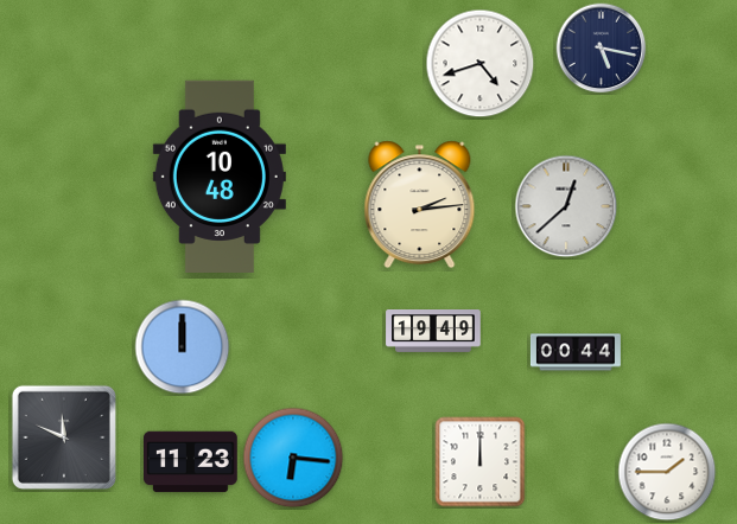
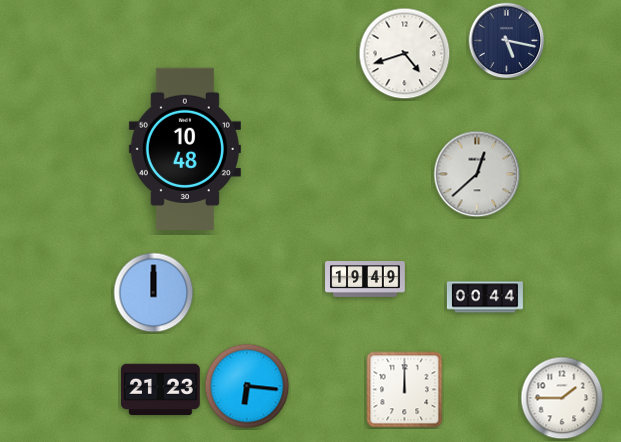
clock at (420, 205): 2:14 -> none
clock at (64, 437): 11:49 -> none
clock at (191, 462): 11:23 -> 21:23
